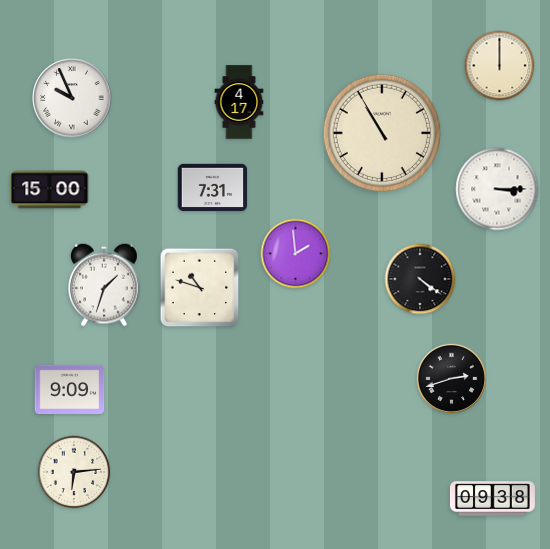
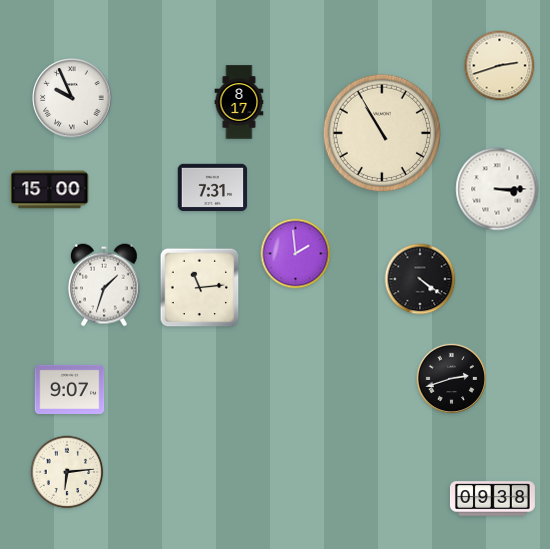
clock at (500, 66): 12:00 -> 2:42
clock at (239, 102): 4:17 -> 8:17
clock at (200, 288): 10:48 -> 11:14
clock at (70, 389): 9:09 -> 9:07
clock at (74, 472) position: (74, 472) -> (67, 472)
